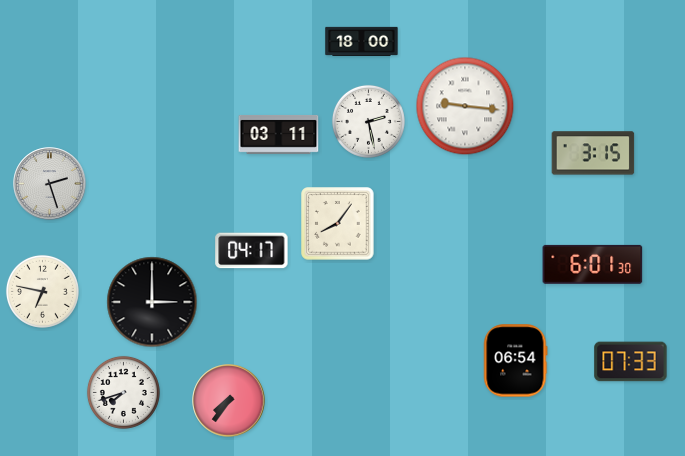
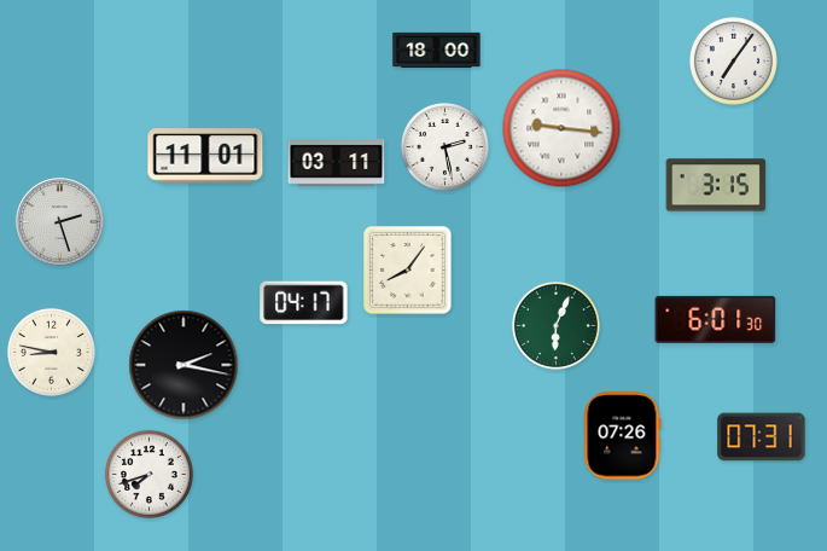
clock at (733, 60): none -> 7:06
clock at (205, 156): none -> 11:01
clock at (555, 325): none -> 6:04
clock at (42, 291): 6:47 -> 8:47
clock at (152, 302): 3:00 -> 2:17
clock at (516, 361): 06:54 -> 07:26
clock at (631, 362): 07:33 -> 07:31
clock at (229, 401): 7:36 -> none
